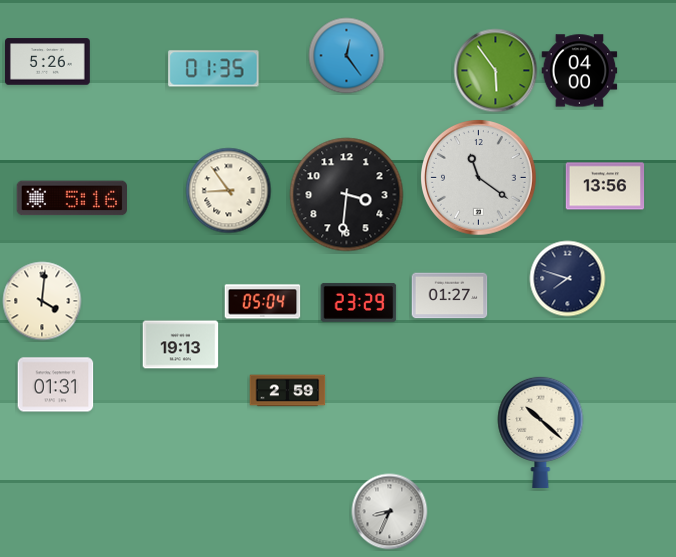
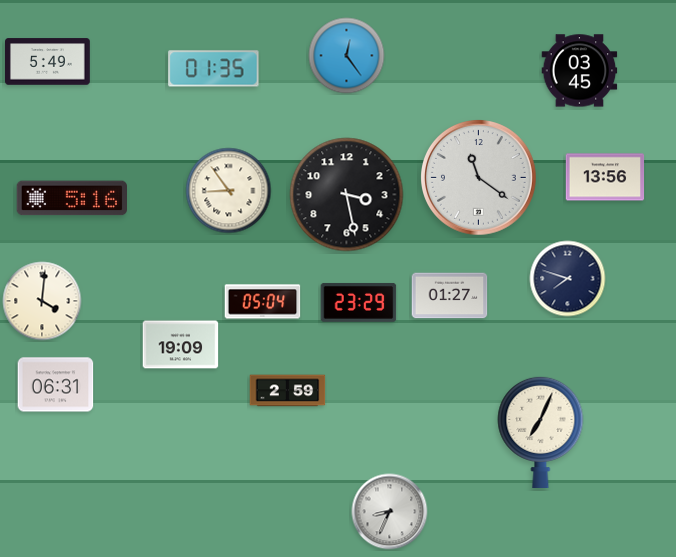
clock at (48, 62): 5:26 -> 5:49
clock at (496, 71): 5:54 -> none
clock at (580, 71): 04:00 -> 03:45
clock at (605, 186) position: (605, 186) -> (605, 177)
clock at (347, 195): 3:31 -> 3:28
clock at (181, 345): 19:13 -> 19:09
clock at (56, 385): 01:31 -> 06:31
clock at (541, 431): 10:22 -> 7:04
